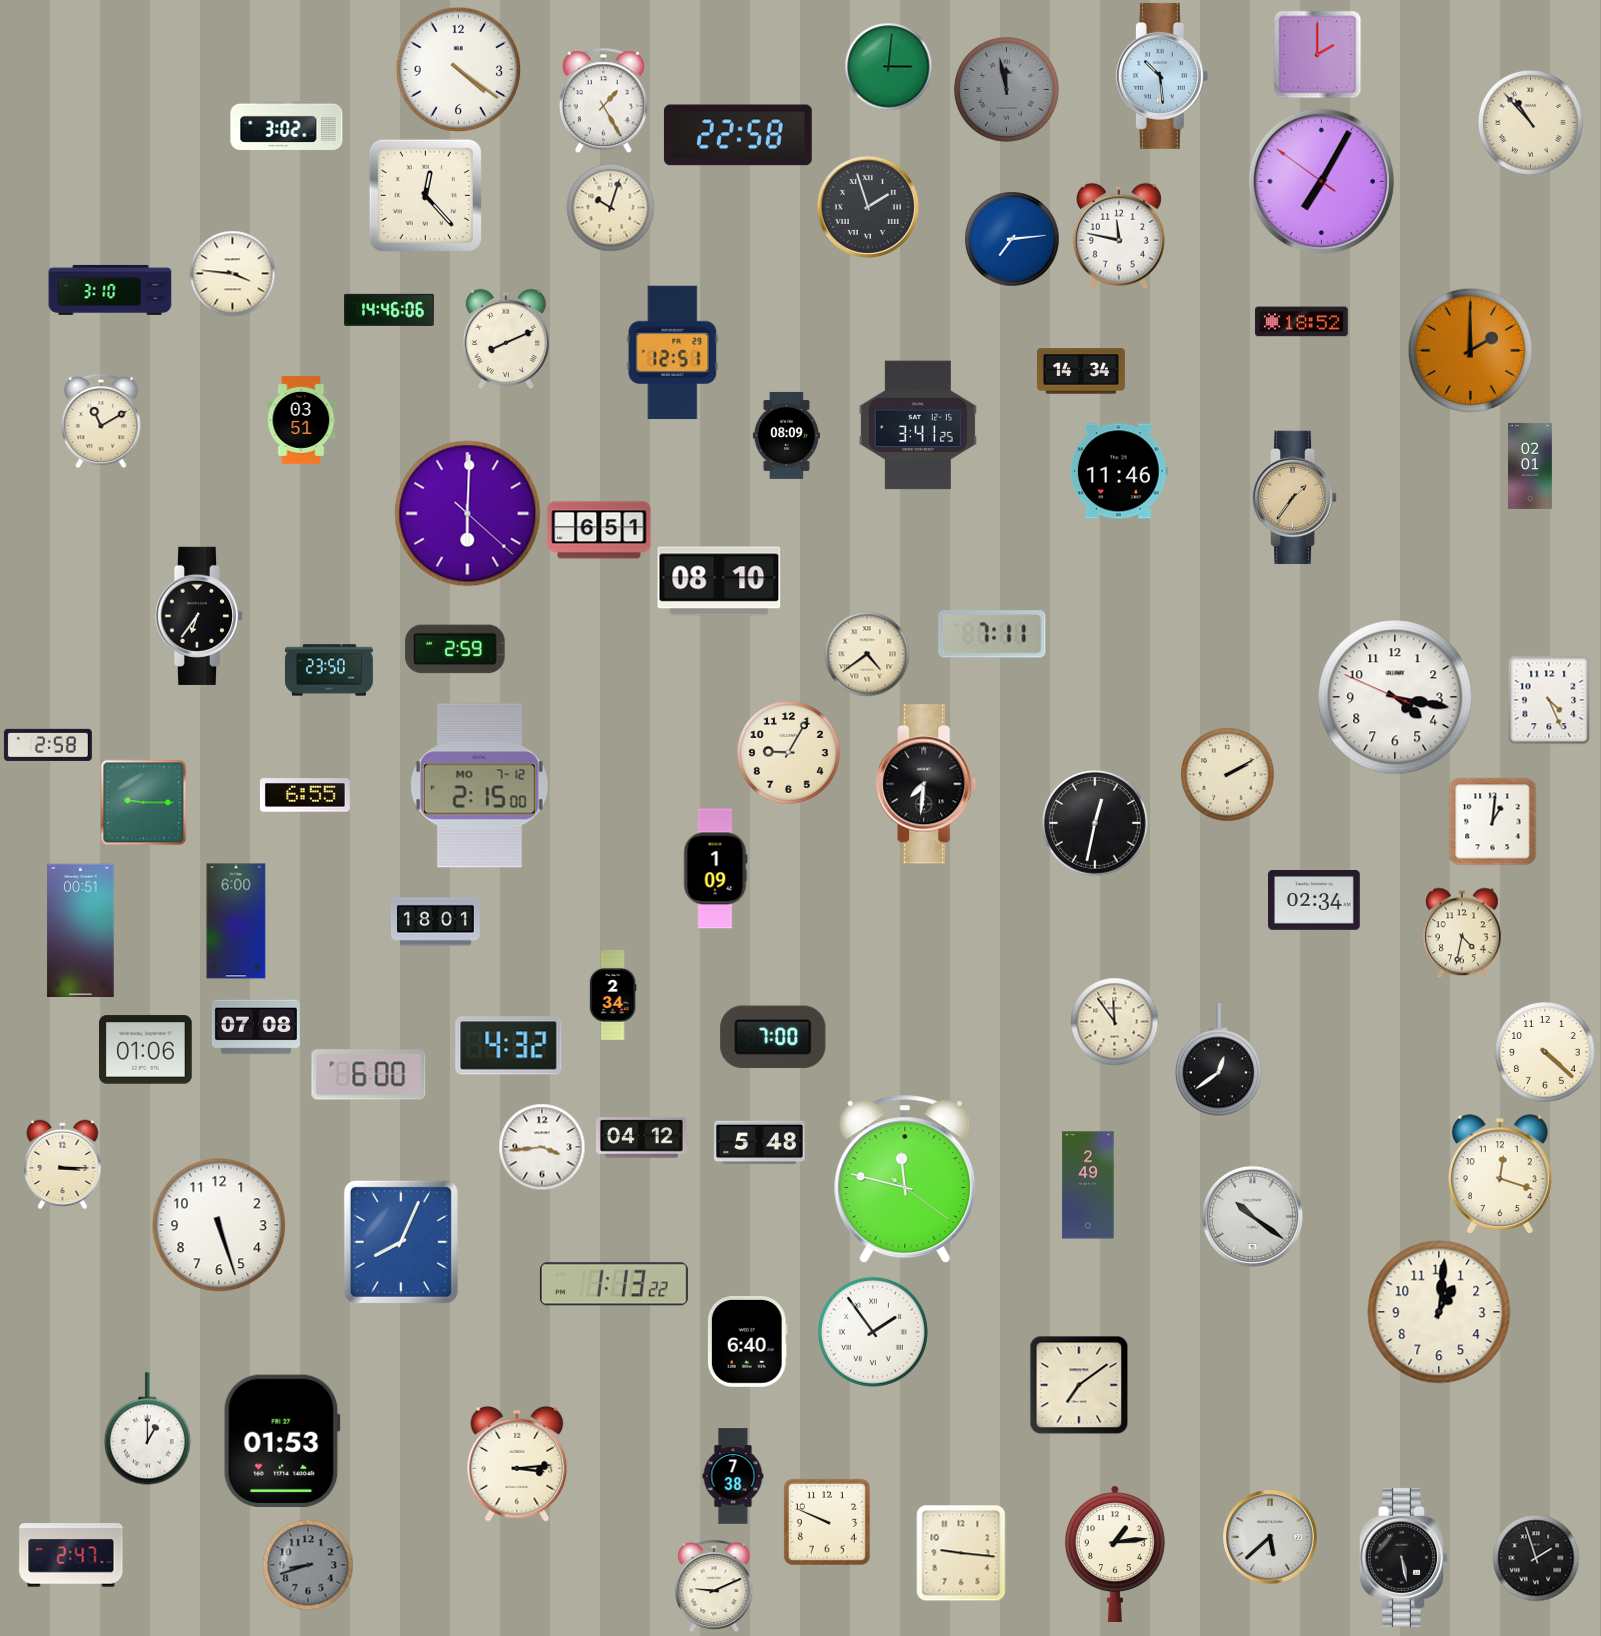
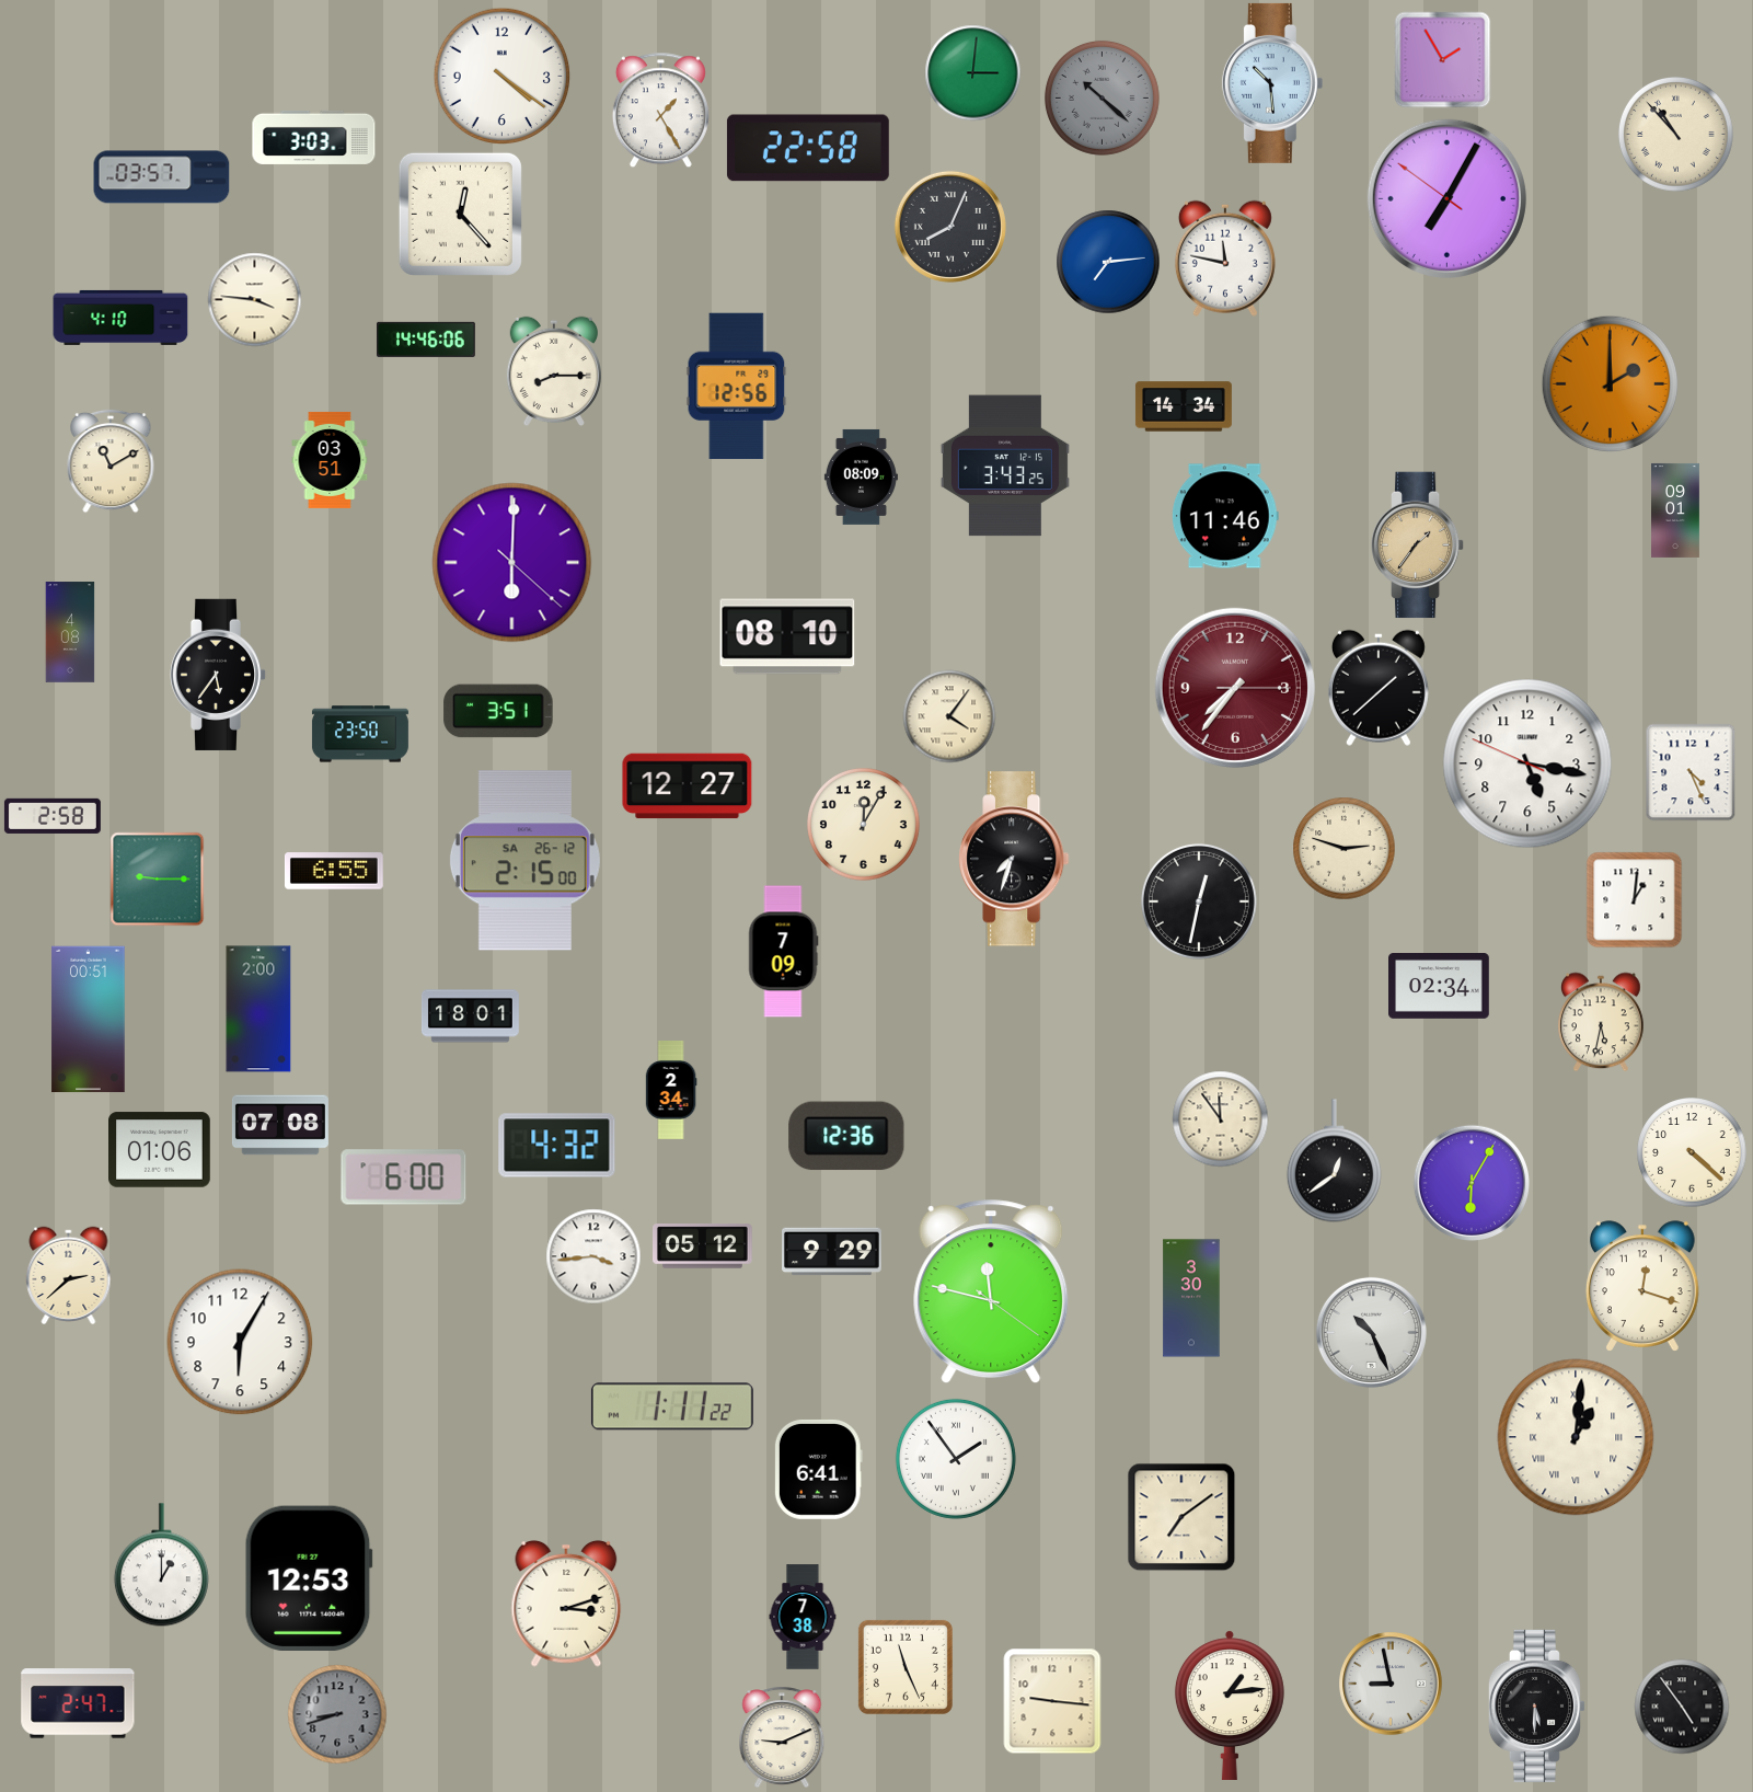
clock at (1317, 54): 2:00 -> 1:55
clock at (1006, 89): 11:58 -> 10:22
clock at (287, 125): 3:02 -> 3:03
clock at (162, 177): none -> 03:57
clock at (425, 195) position: (425, 195) -> (460, 214)
clock at (610, 207): 10:03 -> none
clock at (868, 207): 1:57 -> 8:04
clock at (110, 290): 3:10 -> 4:10
clock at (1302, 322): 18:52 -> none
clock at (506, 339): 8:11 -> 8:15
clock at (673, 353): 12:51 -> 12:56
clock at (918, 425): 3:41 -> 3:43
clock at (1531, 466): 02:01 -> 09:01
clock at (599, 530): 6:51 -> none
clock at (70, 632): none -> 4:08
clock at (199, 616): 6:36 -> 5:36
clock at (1235, 688): none -> 7:36
clock at (1379, 688): none -> 1:38
clock at (992, 634): 7:11 -> none
clock at (455, 649): 2:59 -> 3:51
clock at (867, 654): 4:39 -> 4:06
clock at (1395, 697): 4:16 -> 5:16
clock at (1549, 700) position: (1549, 700) -> (1691, 772)
clock at (688, 786): none -> 12:27
clock at (789, 753): 9:05 -> 12:05
clock at (1227, 774): 2:10 -> 2:48
clock at (926, 784): 7:31 -> 7:33
clock at (479, 786) date: MO 7-12 -> SA 26-12
clock at (715, 869): 1:09 -> 7:09
clock at (236, 921): 6:00 -> 2:00
clock at (435, 922) position: (435, 922) -> (470, 1016)
clock at (1463, 933): 4:32 -> 5:32
clock at (773, 1037): 7:00 -> 12:36
clock at (1471, 1182): none -> 6:05
clock at (642, 1138): 04:12 -> 05:12
clock at (760, 1143): 5:48 -> 9:29
clock at (63, 1164): 3:15 -> 2:38
clock at (1088, 1185): 2:49 -> 3:30
clock at (1252, 1216): 10:21 -> 10:26
clock at (219, 1225): 5:27 -> 6:05
clock at (401, 1242): 8:04 -> none
clock at (614, 1284): 1:13 -> 1:11
clock at (1439, 1312) numerals: Arabic -> Roman
clock at (747, 1341): 6:40 -> 6:41
clock at (282, 1440): 01:53 -> 12:53
clock at (517, 1464): 3:14 -> 3:12
clock at (827, 1522): 9:49 -> 11:26
clock at (1270, 1537): 5:38 -> 8:58
clock at (1115, 1554) position: (1115, 1554) -> (1230, 1705)
clock at (1403, 1557): 5:28 -> 5:30
clock at (1536, 1558): 1:57 -> 4:54
